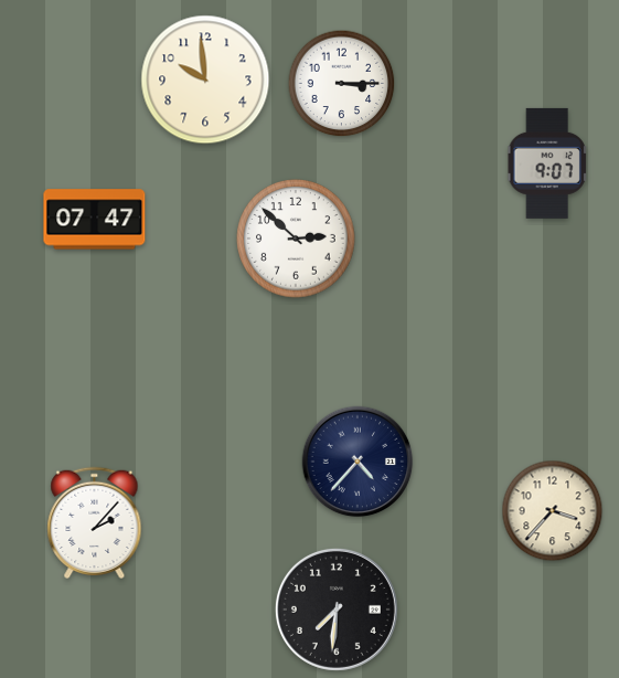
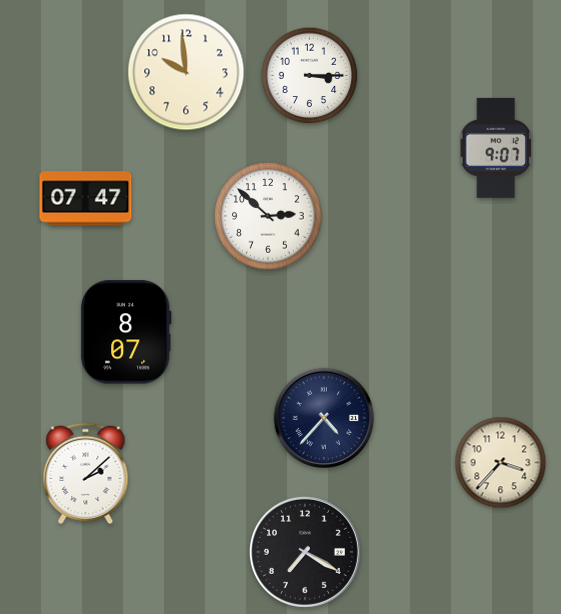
clock at (126, 332): none -> 8:07
clock at (95, 523): 2:07 -> 2:08
clock at (337, 610): 7:31 -> 7:20
